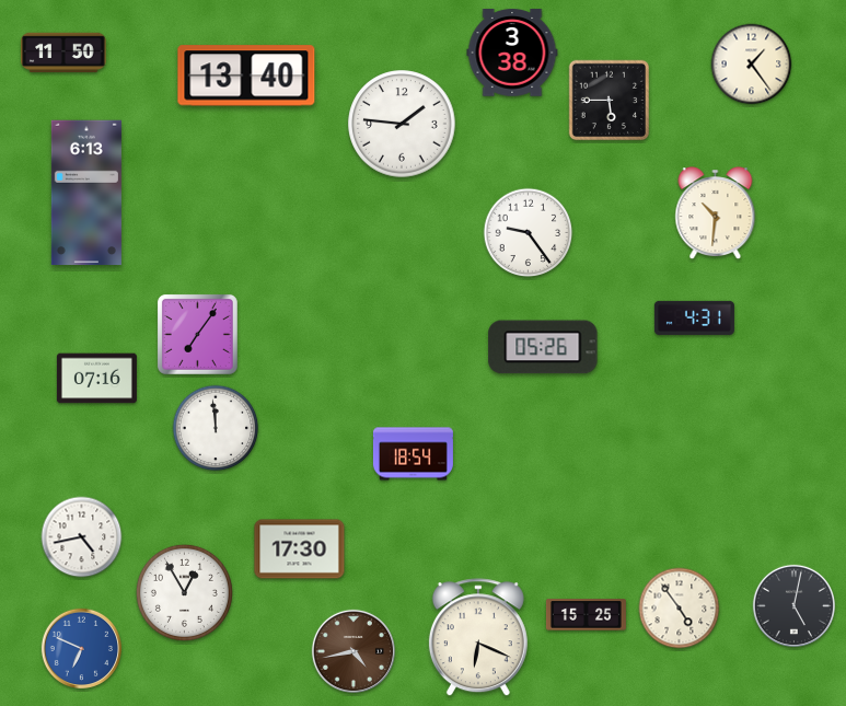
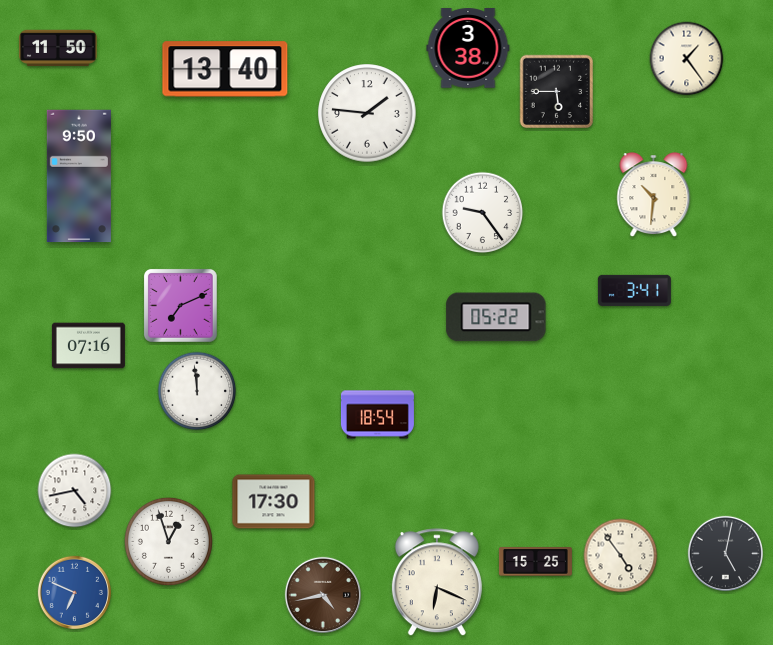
clock at (86, 193): 6:13 -> 9:50
clock at (694, 317): 4:31 -> 3:41
clock at (197, 334): 7:06 -> 7:11
clock at (543, 347): 05:26 -> 05:22
clock at (184, 592): 12:55 -> 12:57
